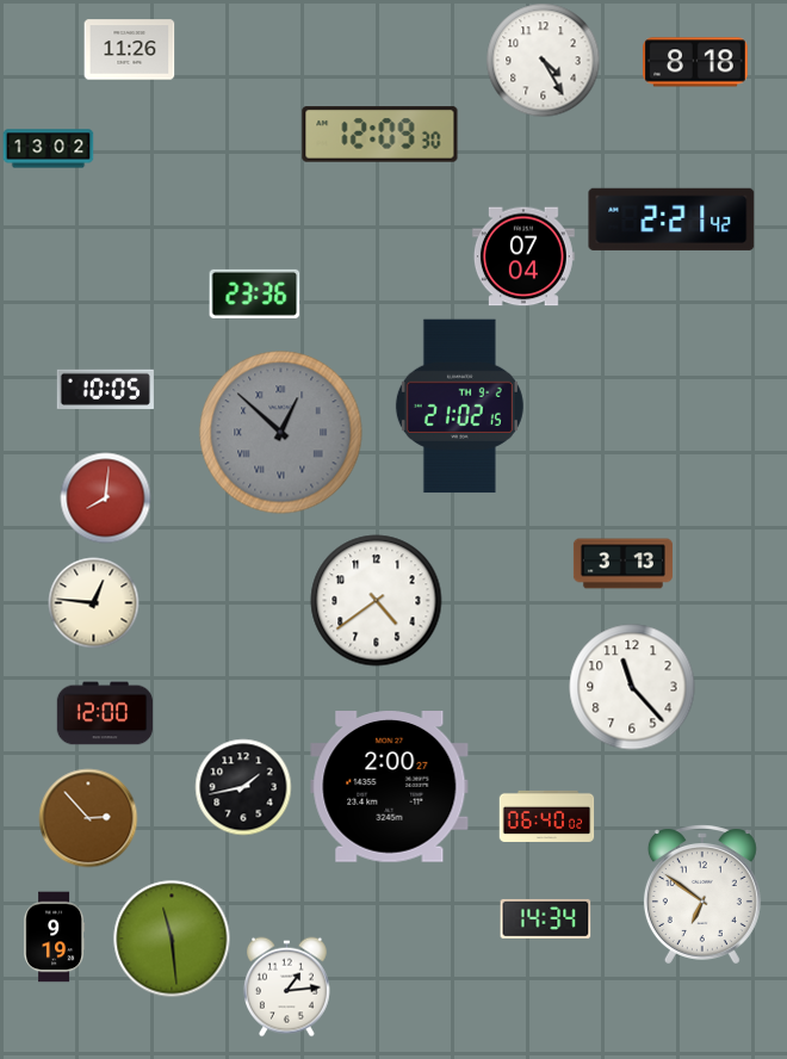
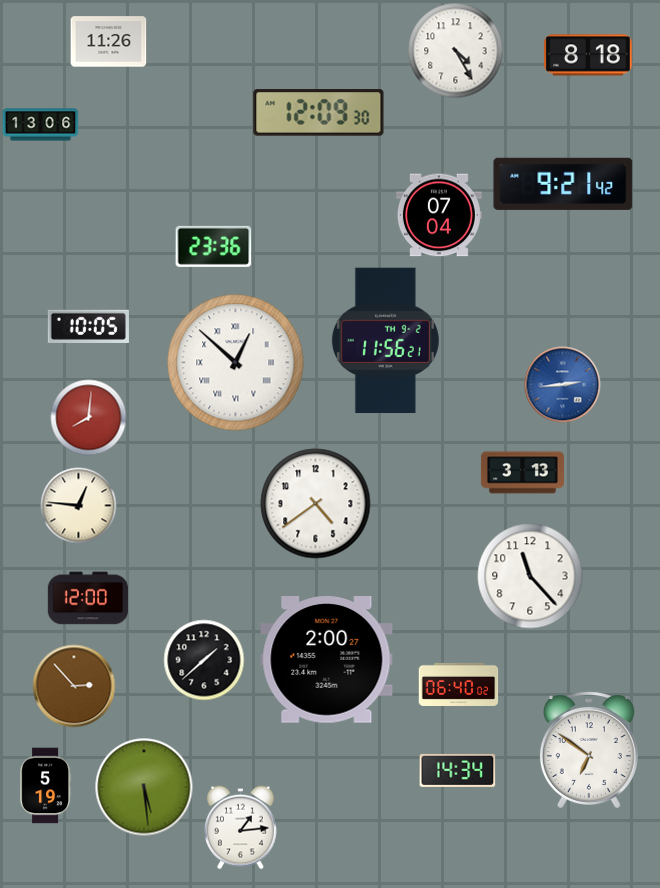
clock at (696, 62) position: (696, 62) -> (589, 55)
clock at (49, 149): 13:02 -> 13:06
clock at (671, 219): 2:21 -> 9:21
clock at (459, 407): 21:02 -> 11:56
clock at (281, 433) dial: grey -> white
clock at (563, 385): none -> 2:44
clock at (243, 787): 1:43 -> 1:38
clock at (55, 937): 9:19 -> 5:19
clock at (172, 939): 11:29 -> 5:29
